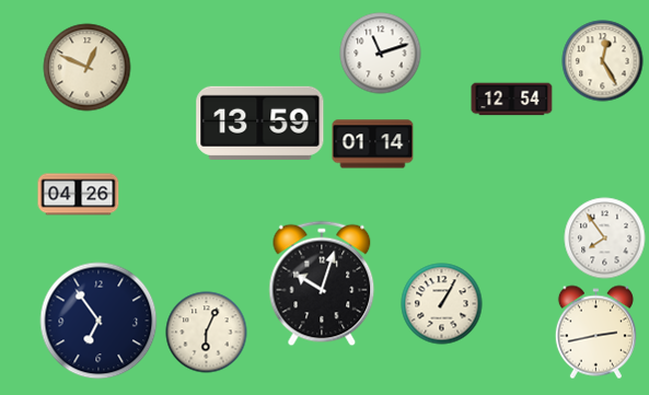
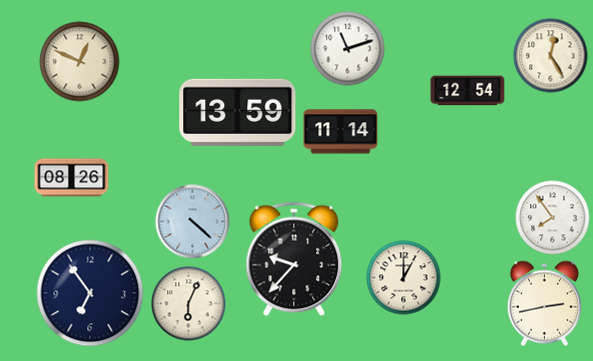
clock at (373, 144): 01:14 -> 11:14
clock at (79, 195): 04:26 -> 08:26
clock at (193, 222): none -> 4:22
clock at (322, 283): 10:03 -> 9:37
clock at (442, 304): 1:05 -> 1:00
